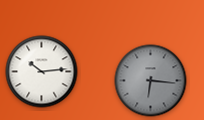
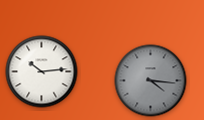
clock at (151, 81): 6:16 -> 4:16
